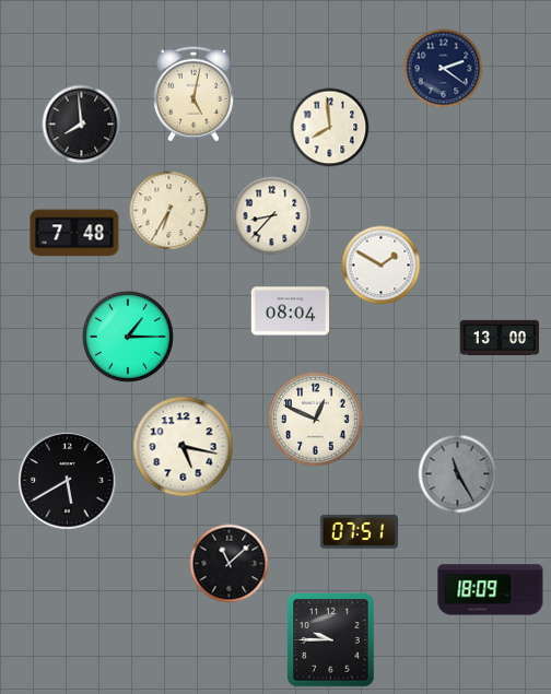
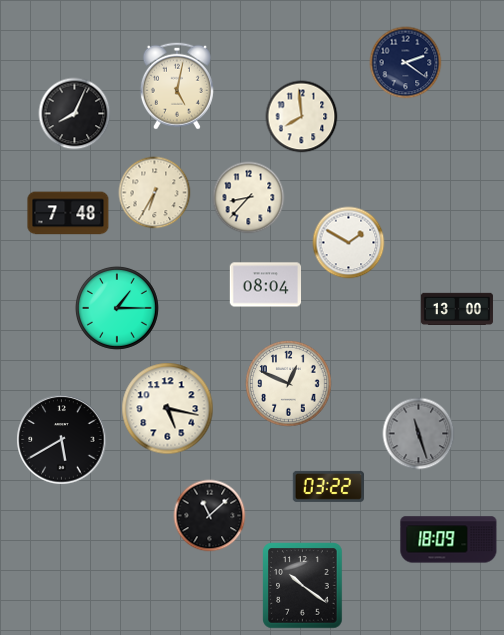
clock at (82, 125): 7:59 -> 8:04
clock at (458, 474): 11:25 -> 11:27
clock at (359, 531): 07:51 -> 03:22
clock at (331, 640): 9:45 -> 10:21
